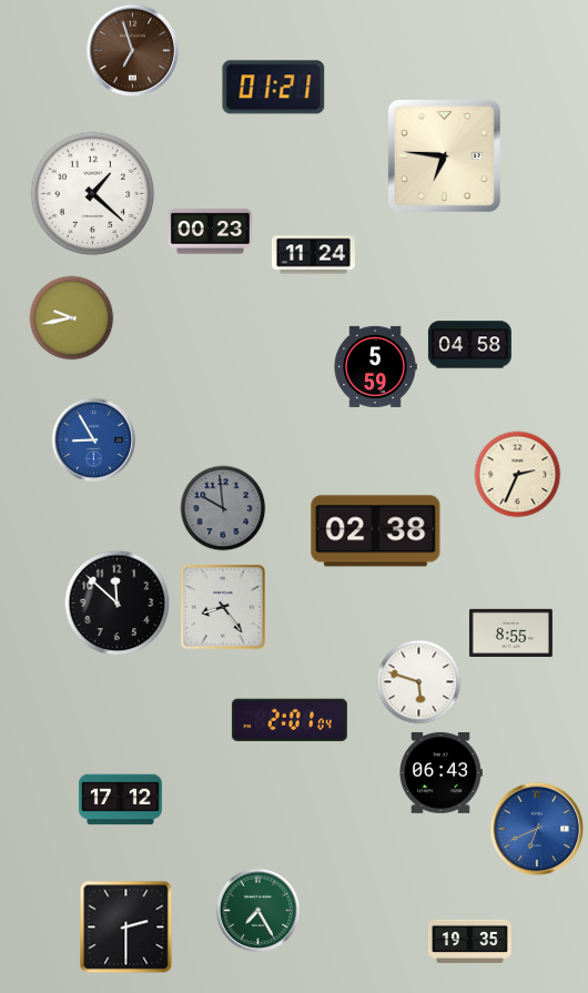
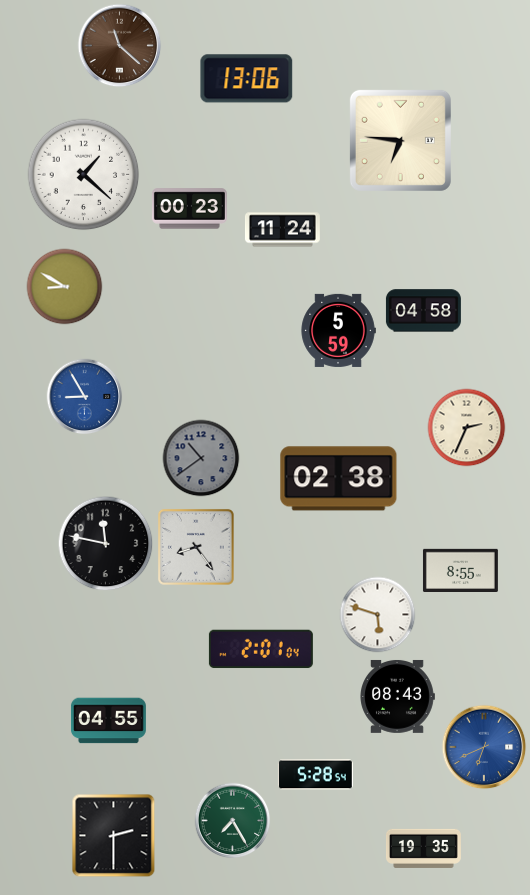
clock at (133, 51): 6:57 -> 11:22
clock at (274, 88): 01:21 -> 13:06
clock at (72, 318): 9:43 -> 8:50
clock at (223, 508): 9:59 -> 10:39
clock at (118, 604): 11:52 -> 11:47
clock at (223, 607) position: (223, 607) -> (196, 547)
clock at (440, 772): 06:43 -> 08:43
clock at (120, 800): 17:12 -> 04:55
clock at (315, 775): none -> 5:28
